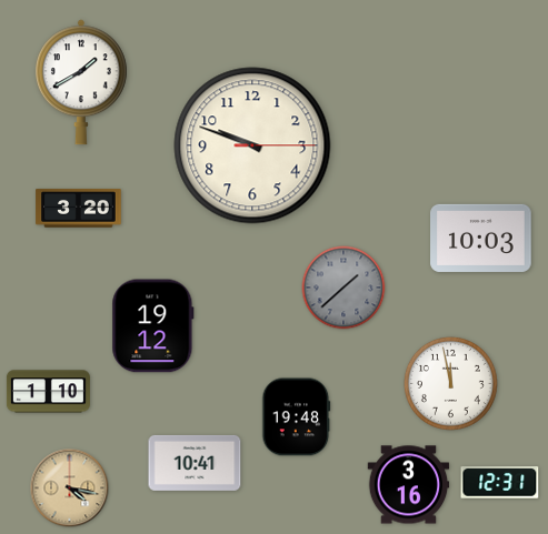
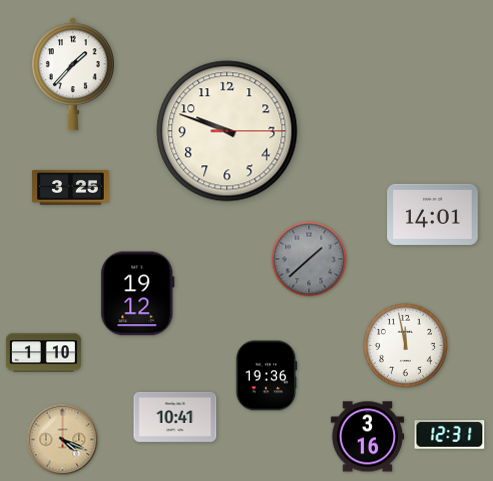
clock at (81, 82): 1:40 -> 1:37
clock at (79, 209): 3:20 -> 3:25
clock at (481, 238): 10:03 -> 14:01
clock at (297, 417): 19:48 -> 19:36
clock at (70, 488): 4:17 -> 4:19
